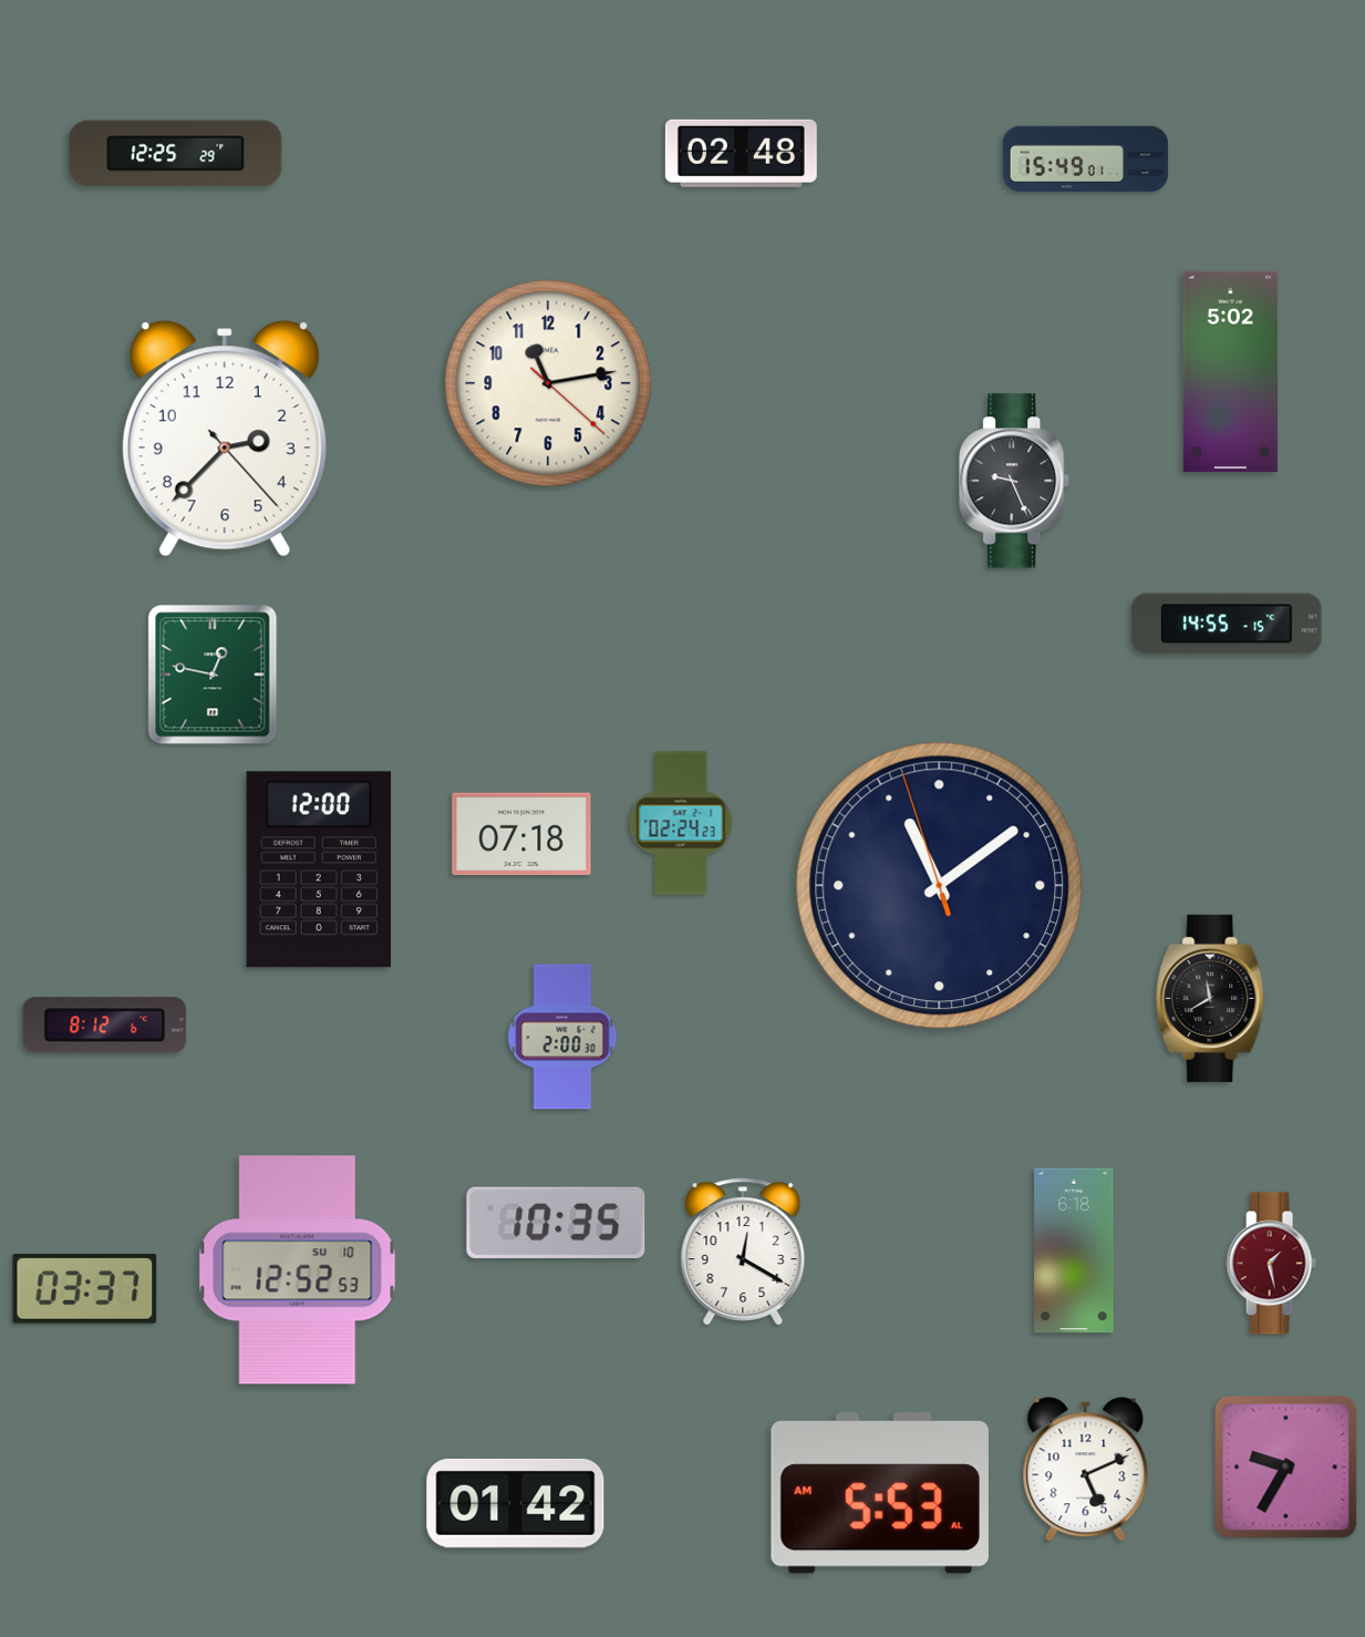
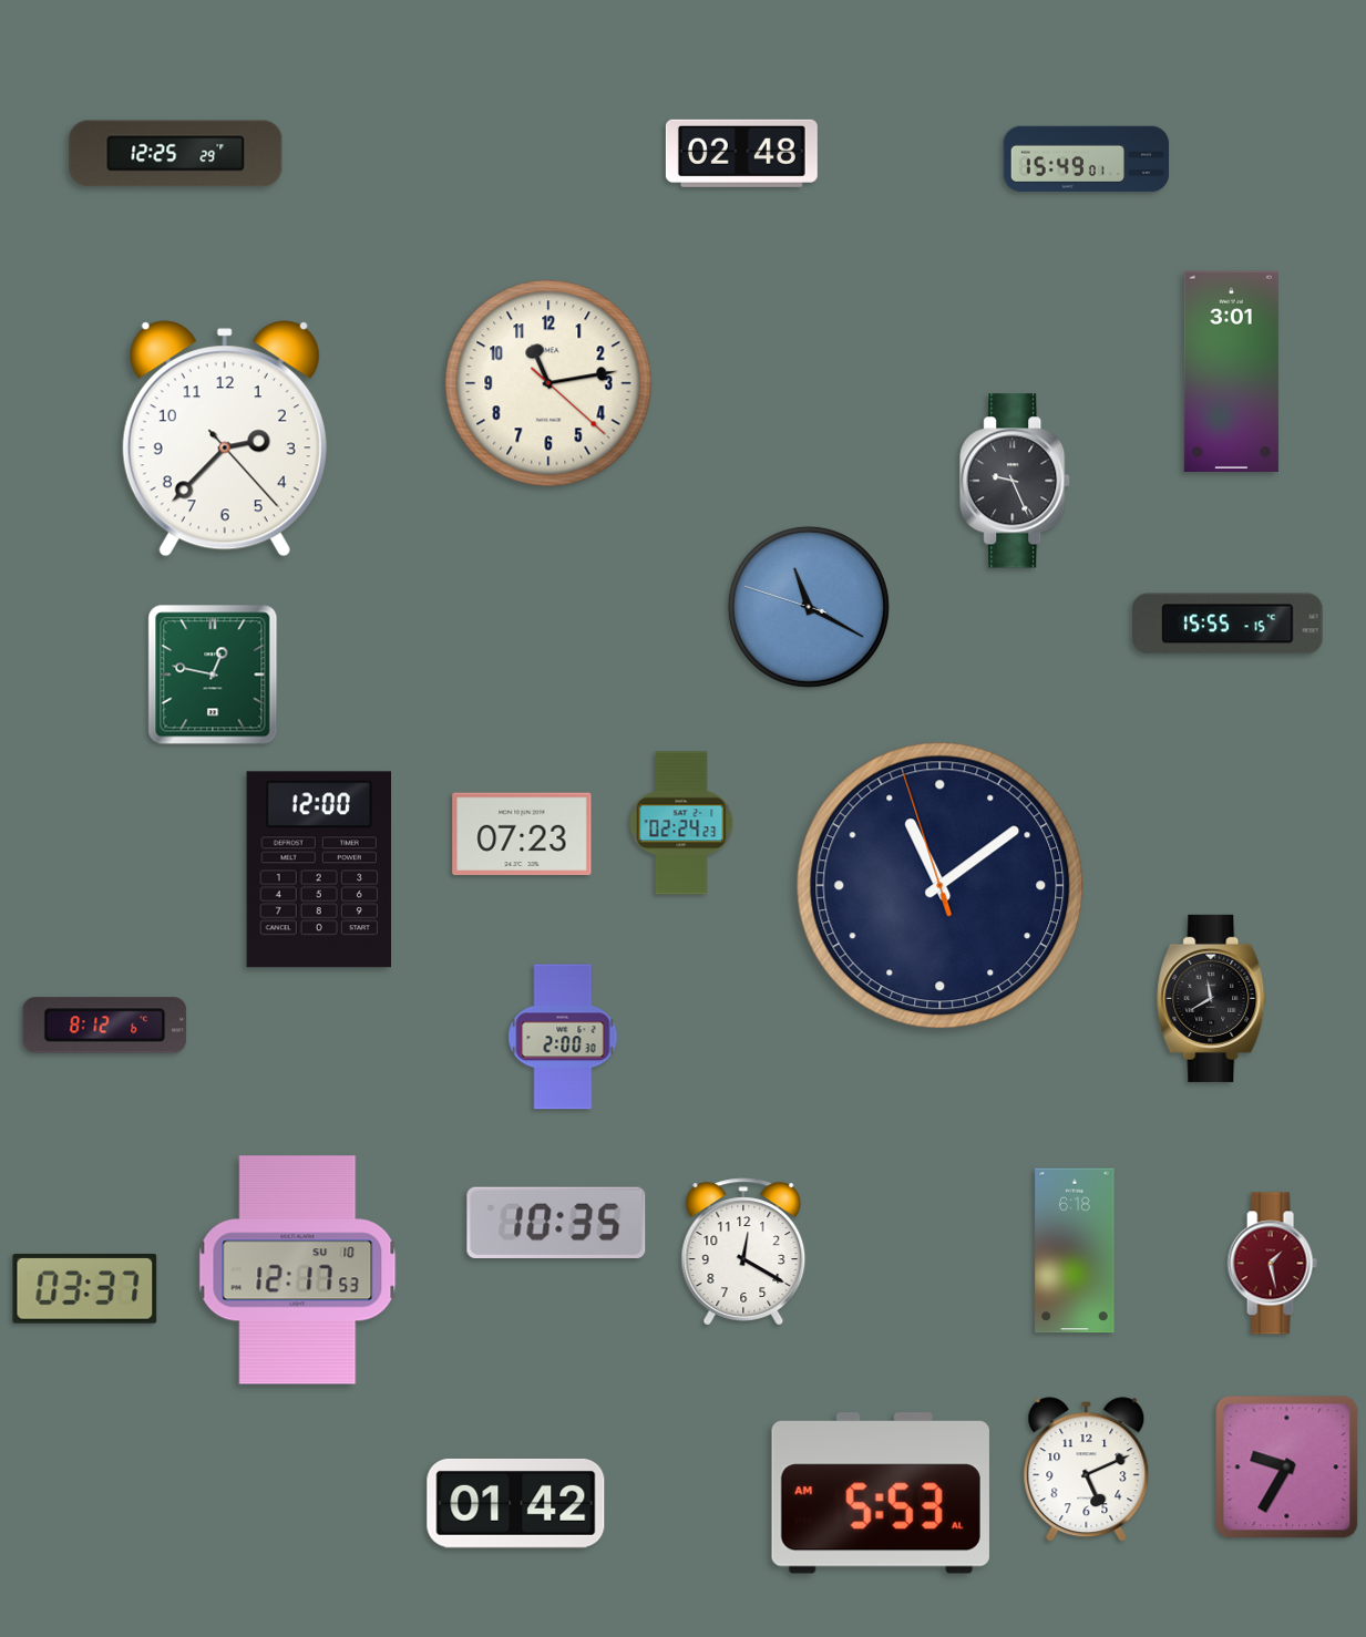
clock at (1230, 372): 5:02 -> 3:01
clock at (809, 607): none -> 11:19
clock at (1227, 624): 14:55 -> 15:55
clock at (521, 834): 07:18 -> 07:23
clock at (298, 1270): 12:52 -> 12:17
